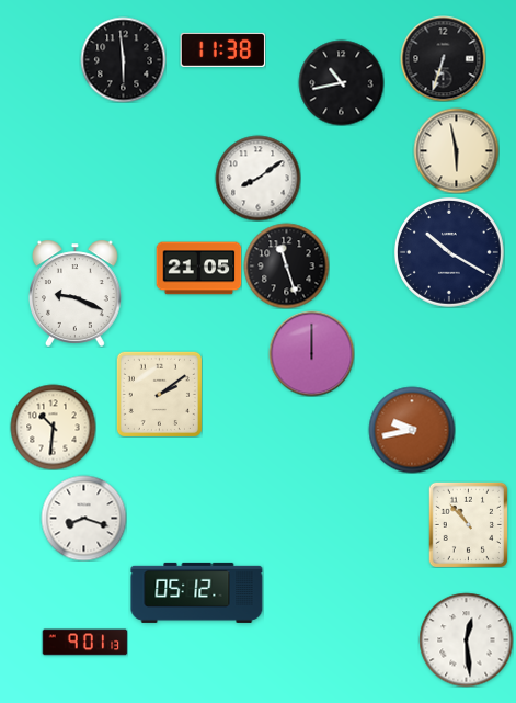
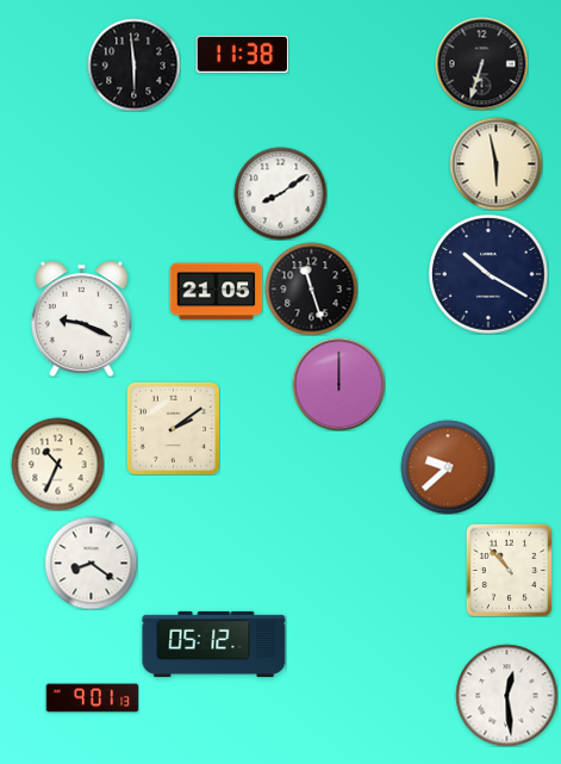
clock at (341, 82): 10:43 -> none
clock at (53, 427): 10:31 -> 10:34
clock at (412, 430): 9:43 -> 9:38
clock at (83, 518): 8:18 -> 8:21
